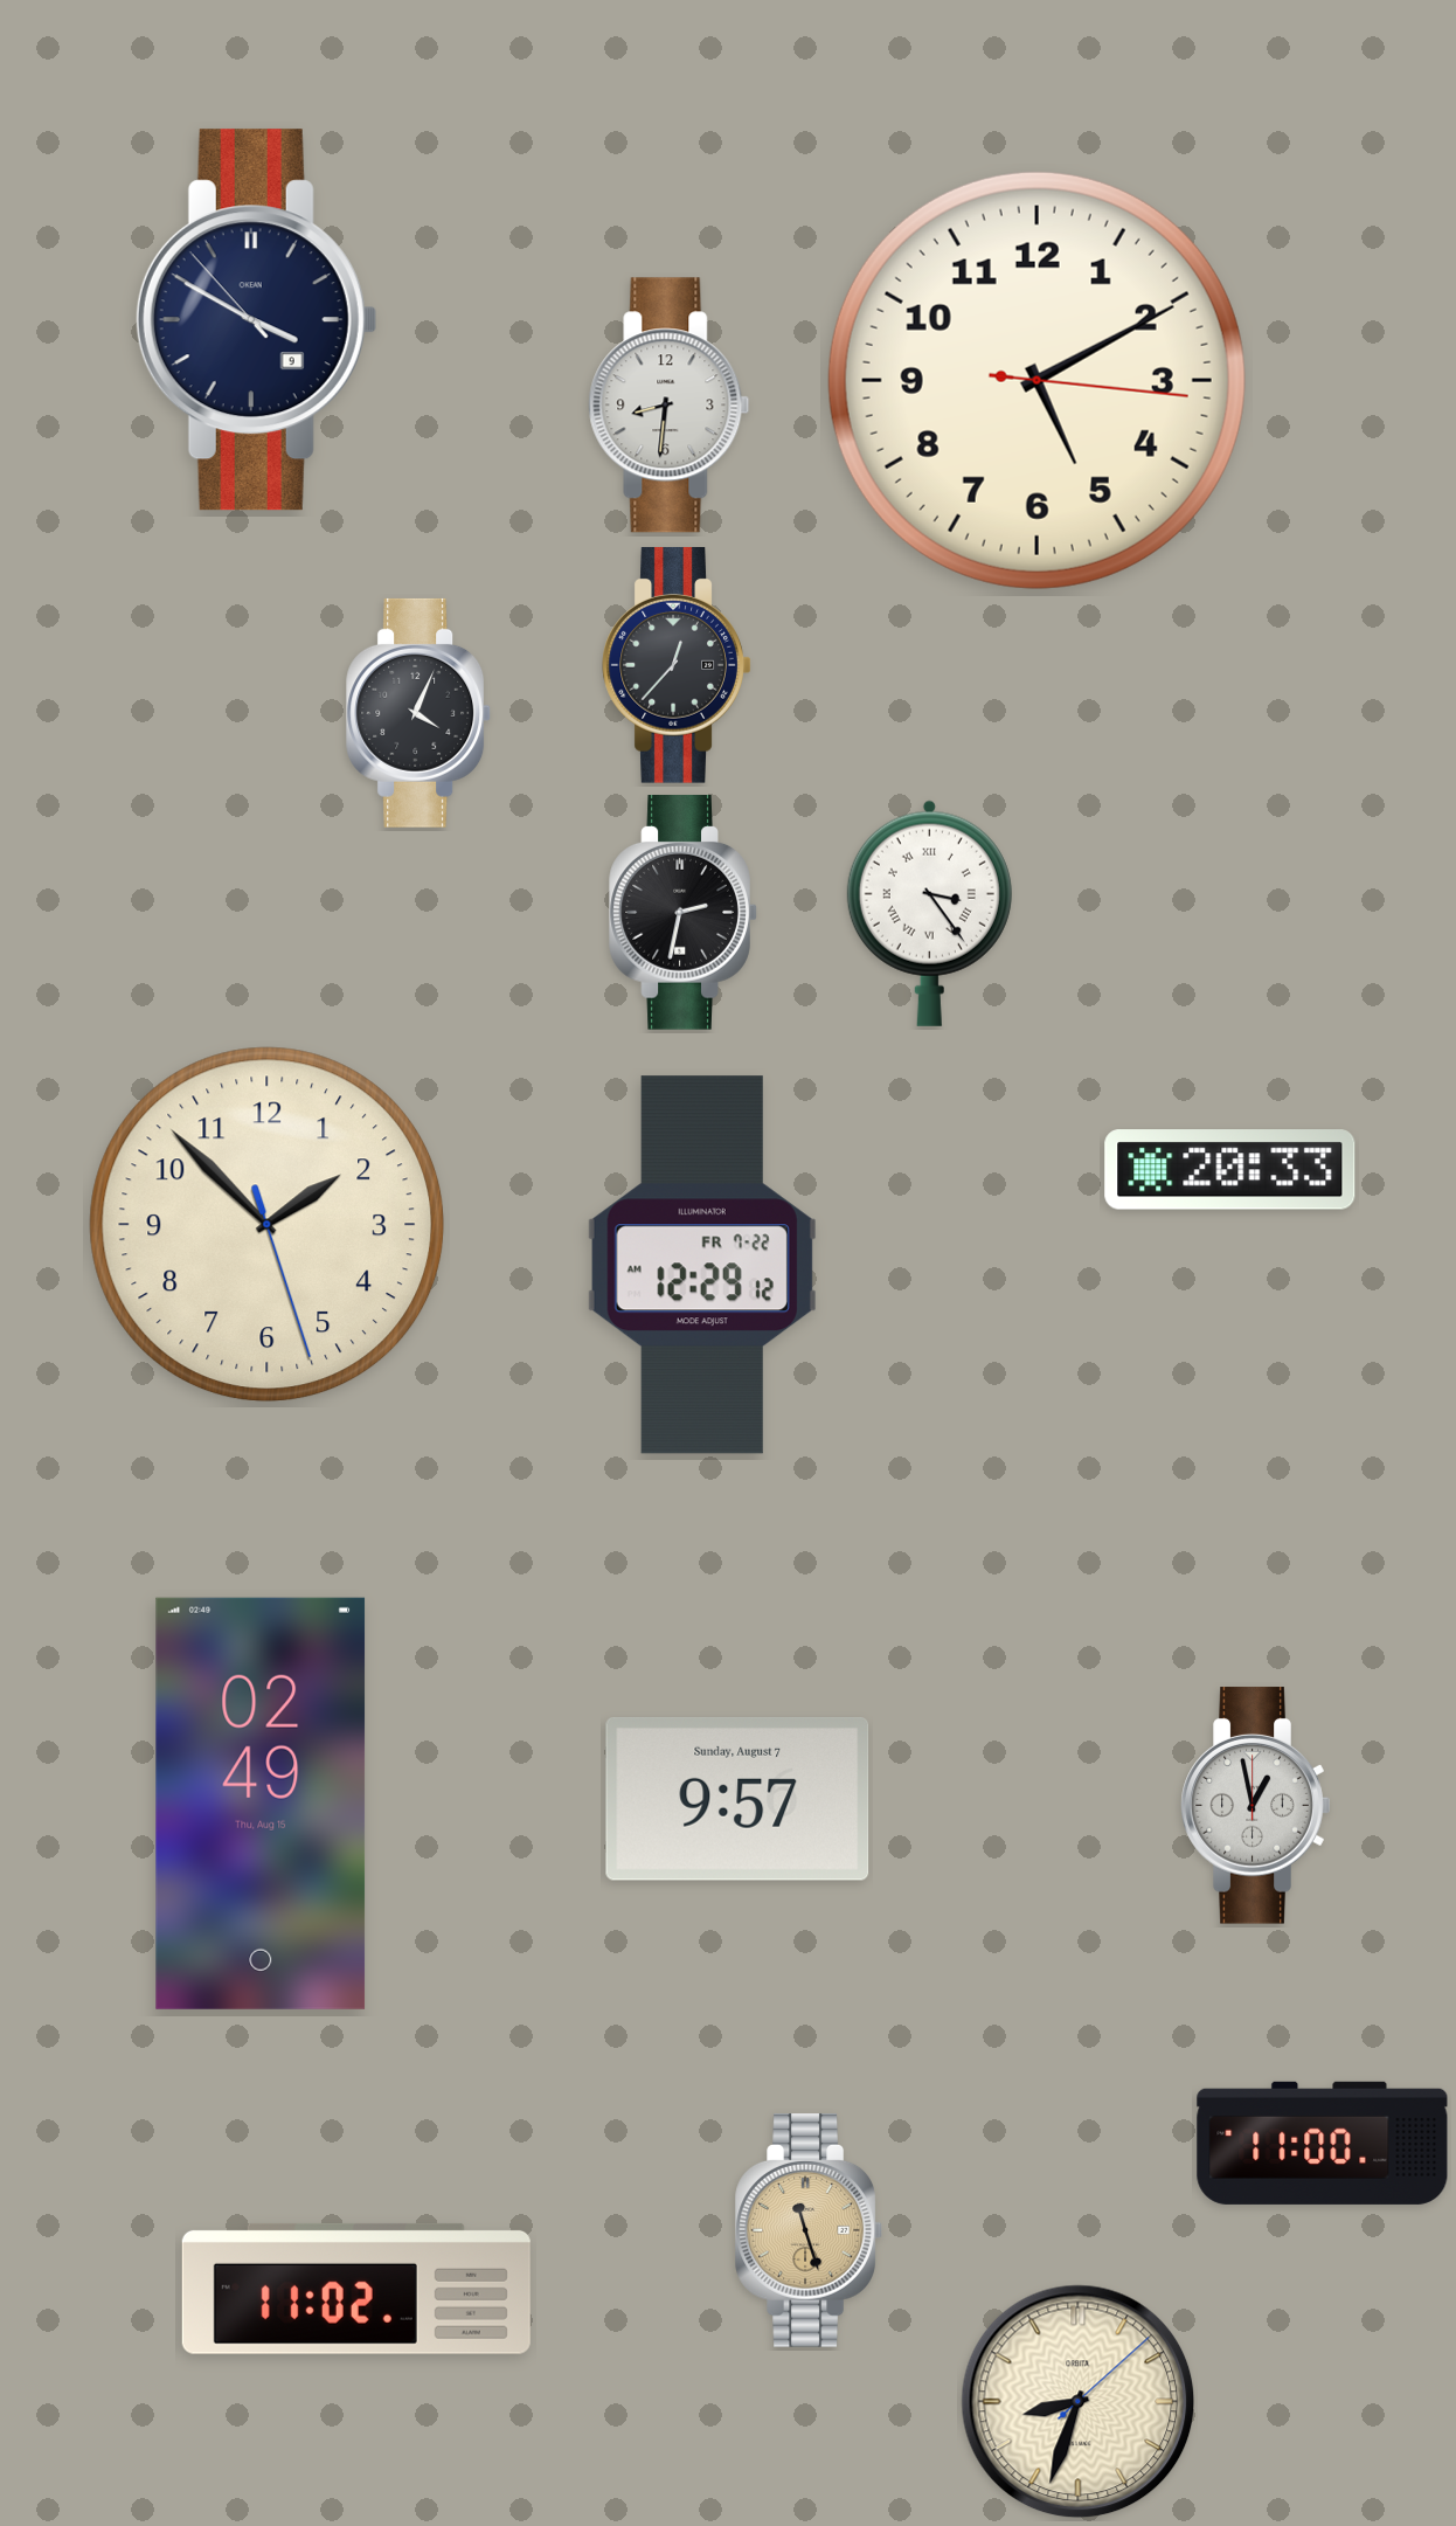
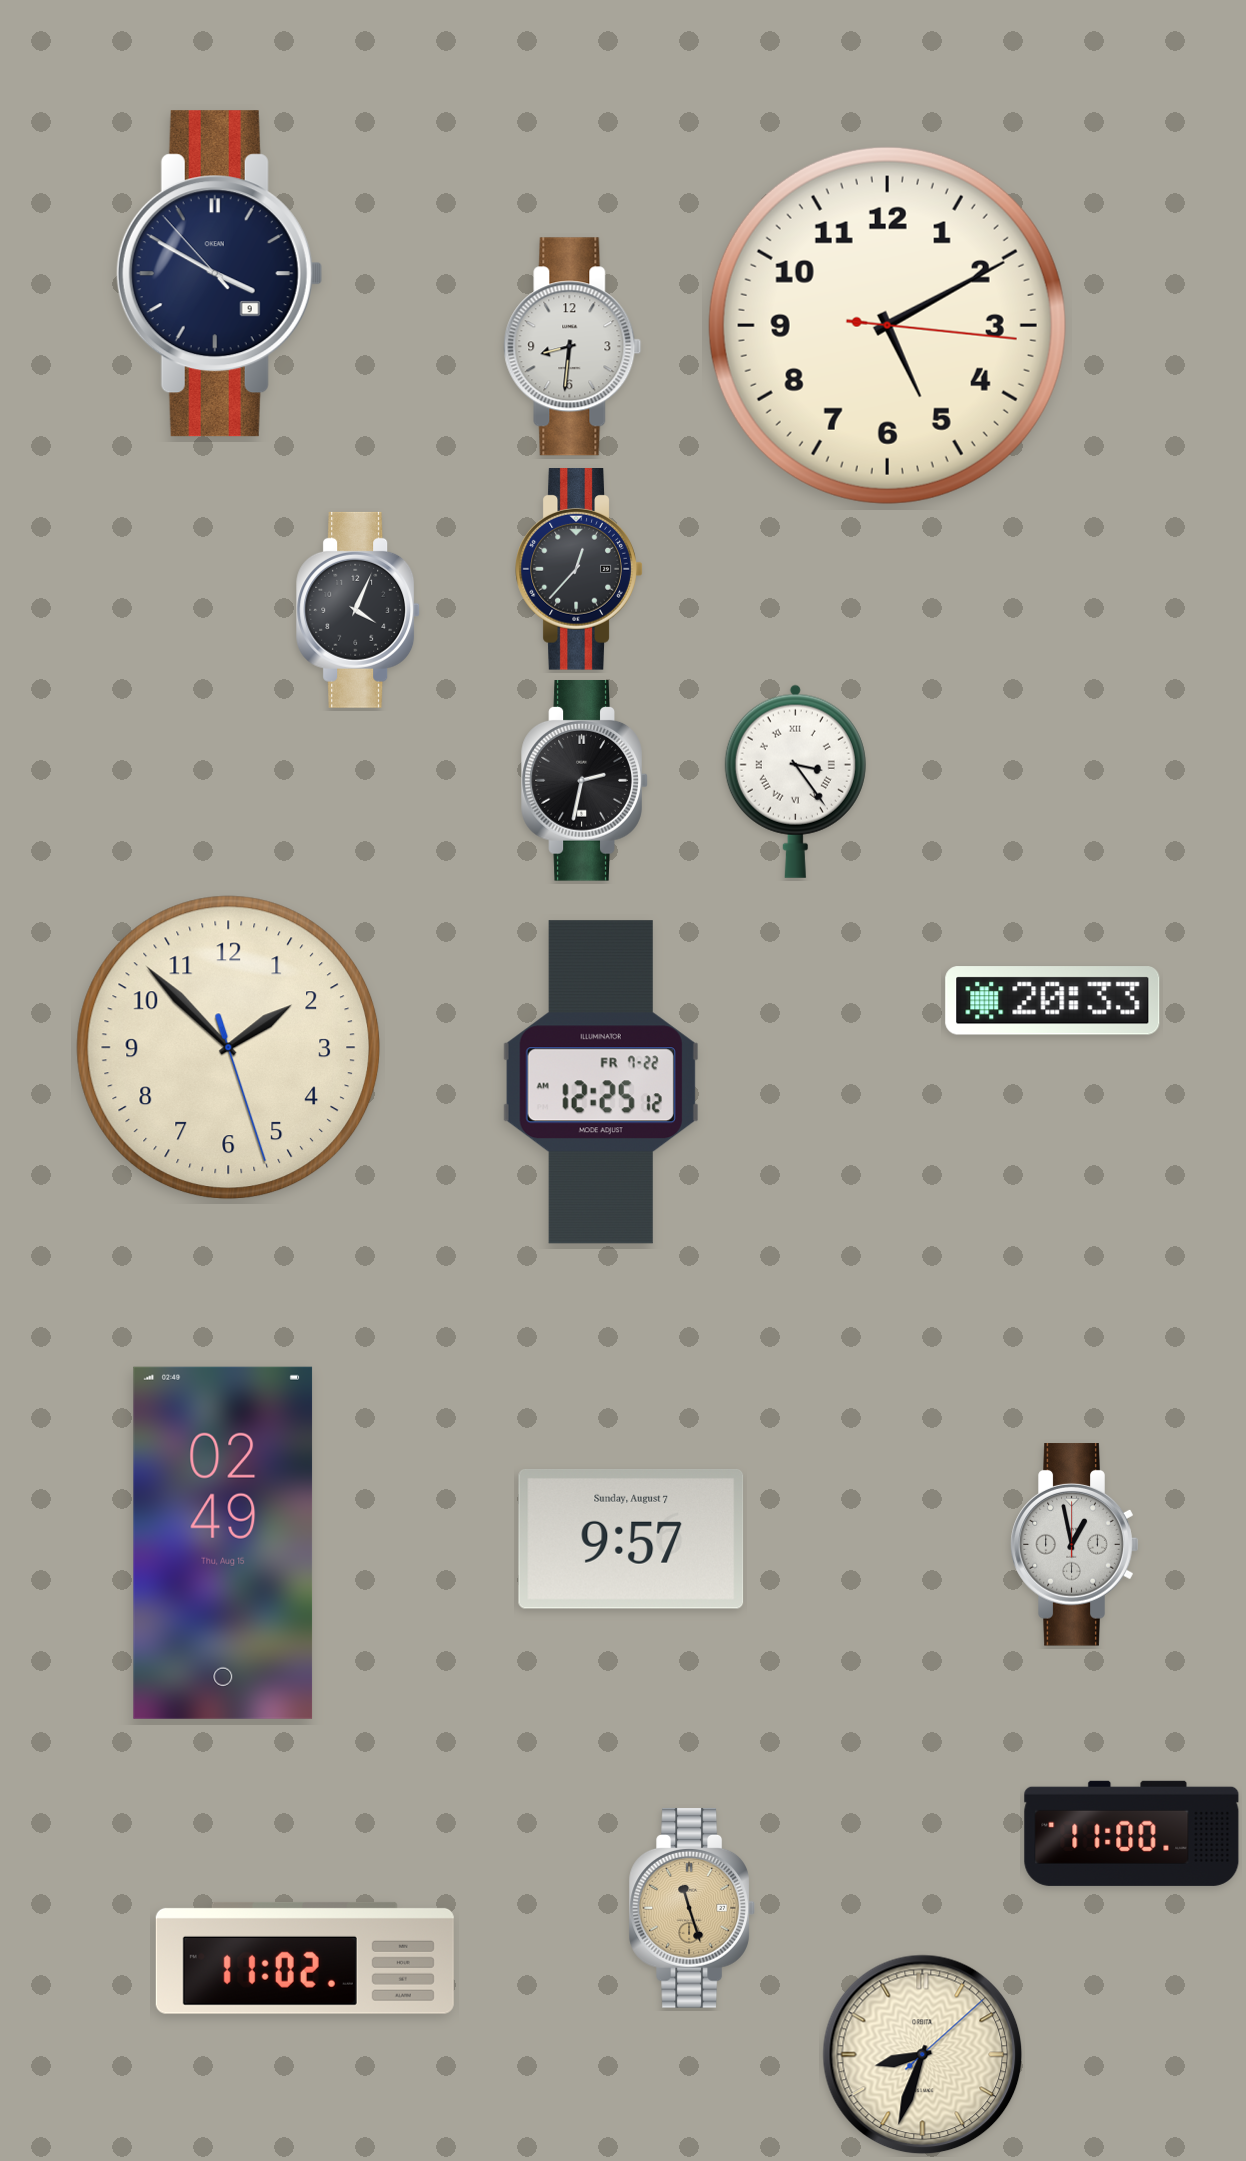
clock at (702, 1265): 12:29 -> 12:25
